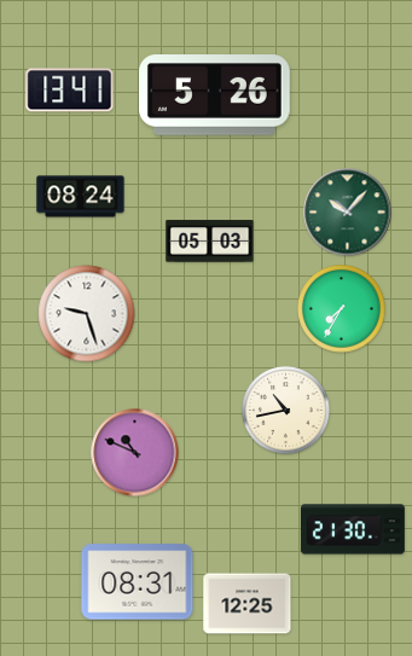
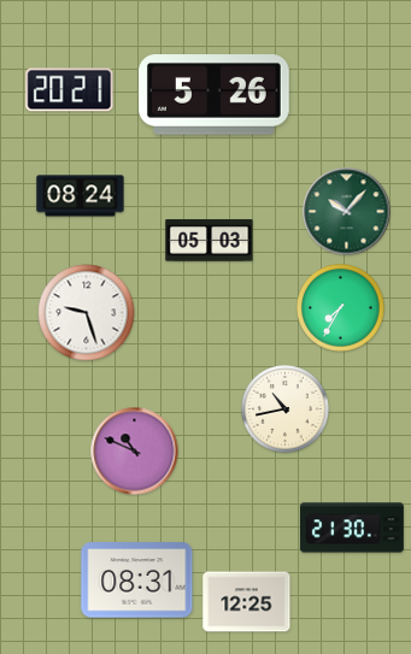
clock at (70, 91): 13:41 -> 20:21
